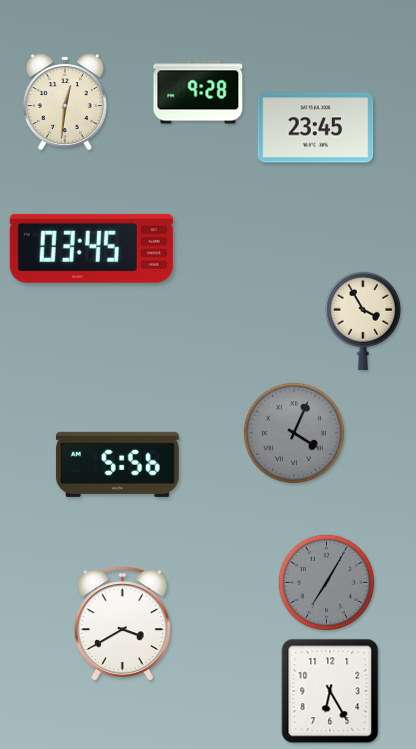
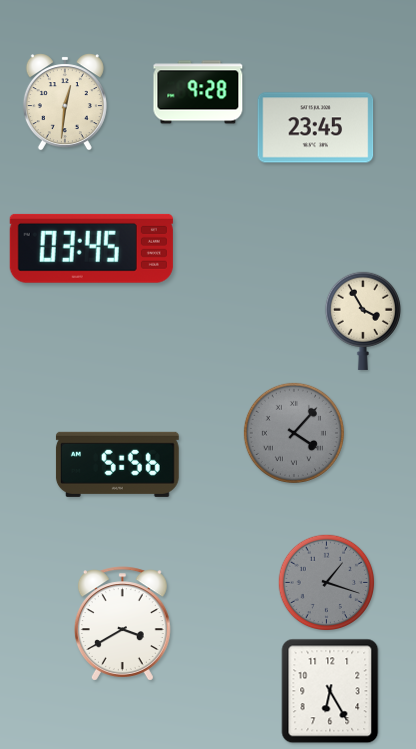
clock at (294, 433): 4:04 -> 4:07
clock at (327, 583): 7:05 -> 1:18
